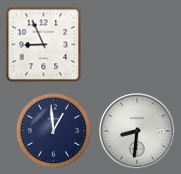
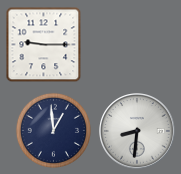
clock at (44, 45): 8:56 -> 9:15
